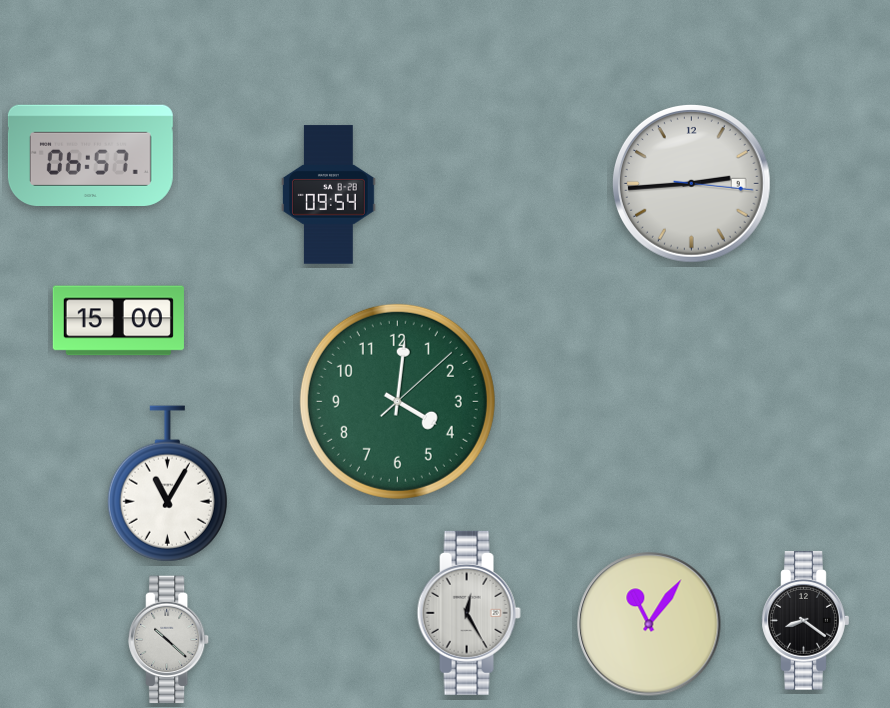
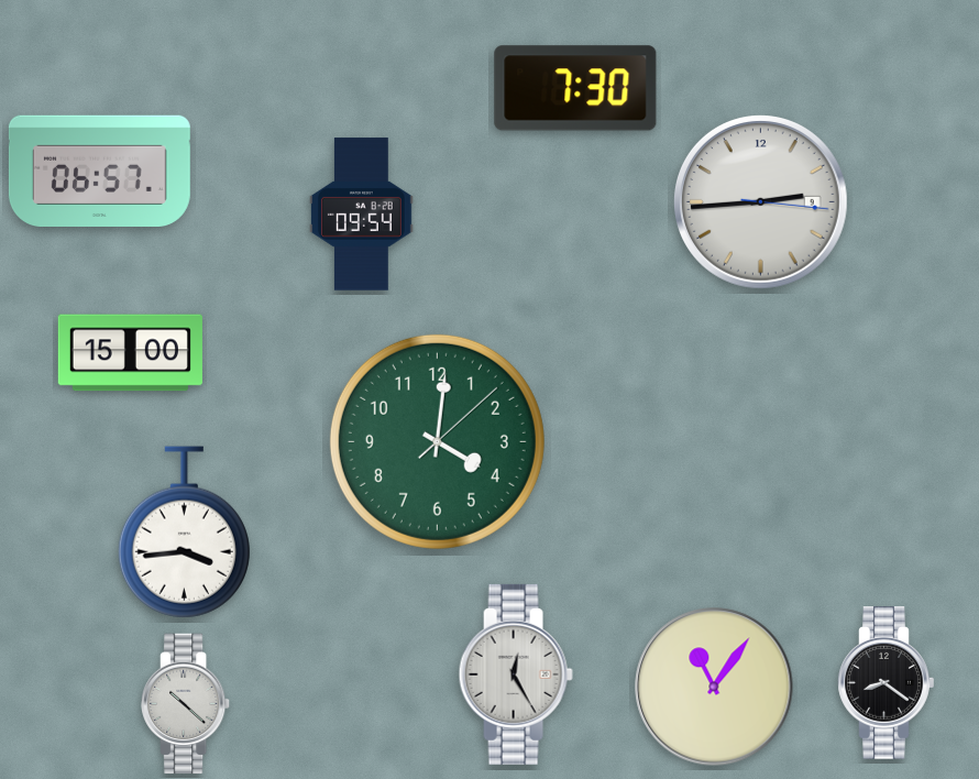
clock at (575, 88): none -> 7:30
clock at (167, 484): 11:05 -> 3:44
